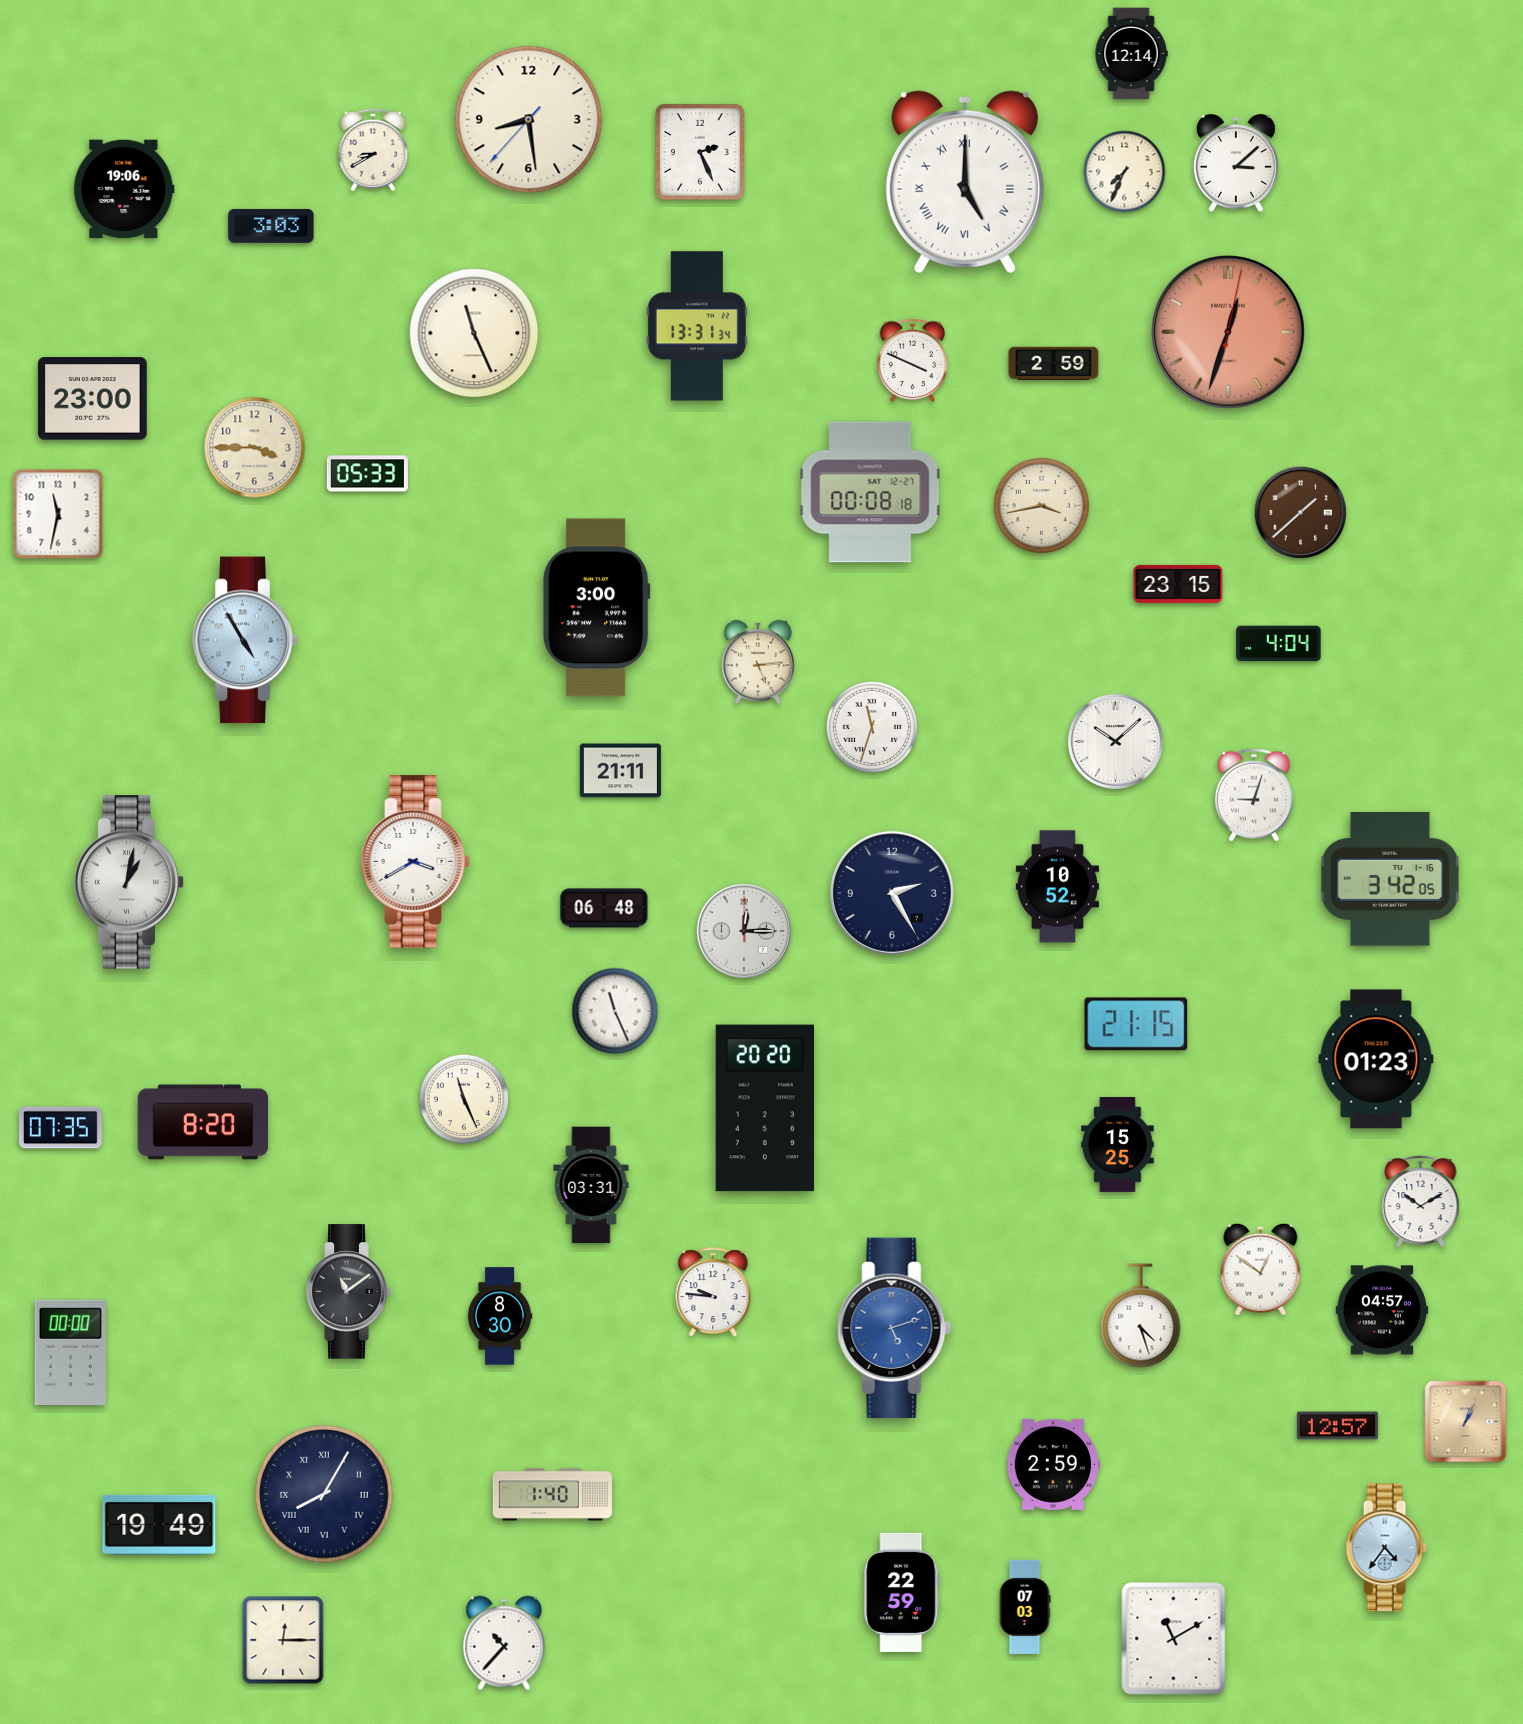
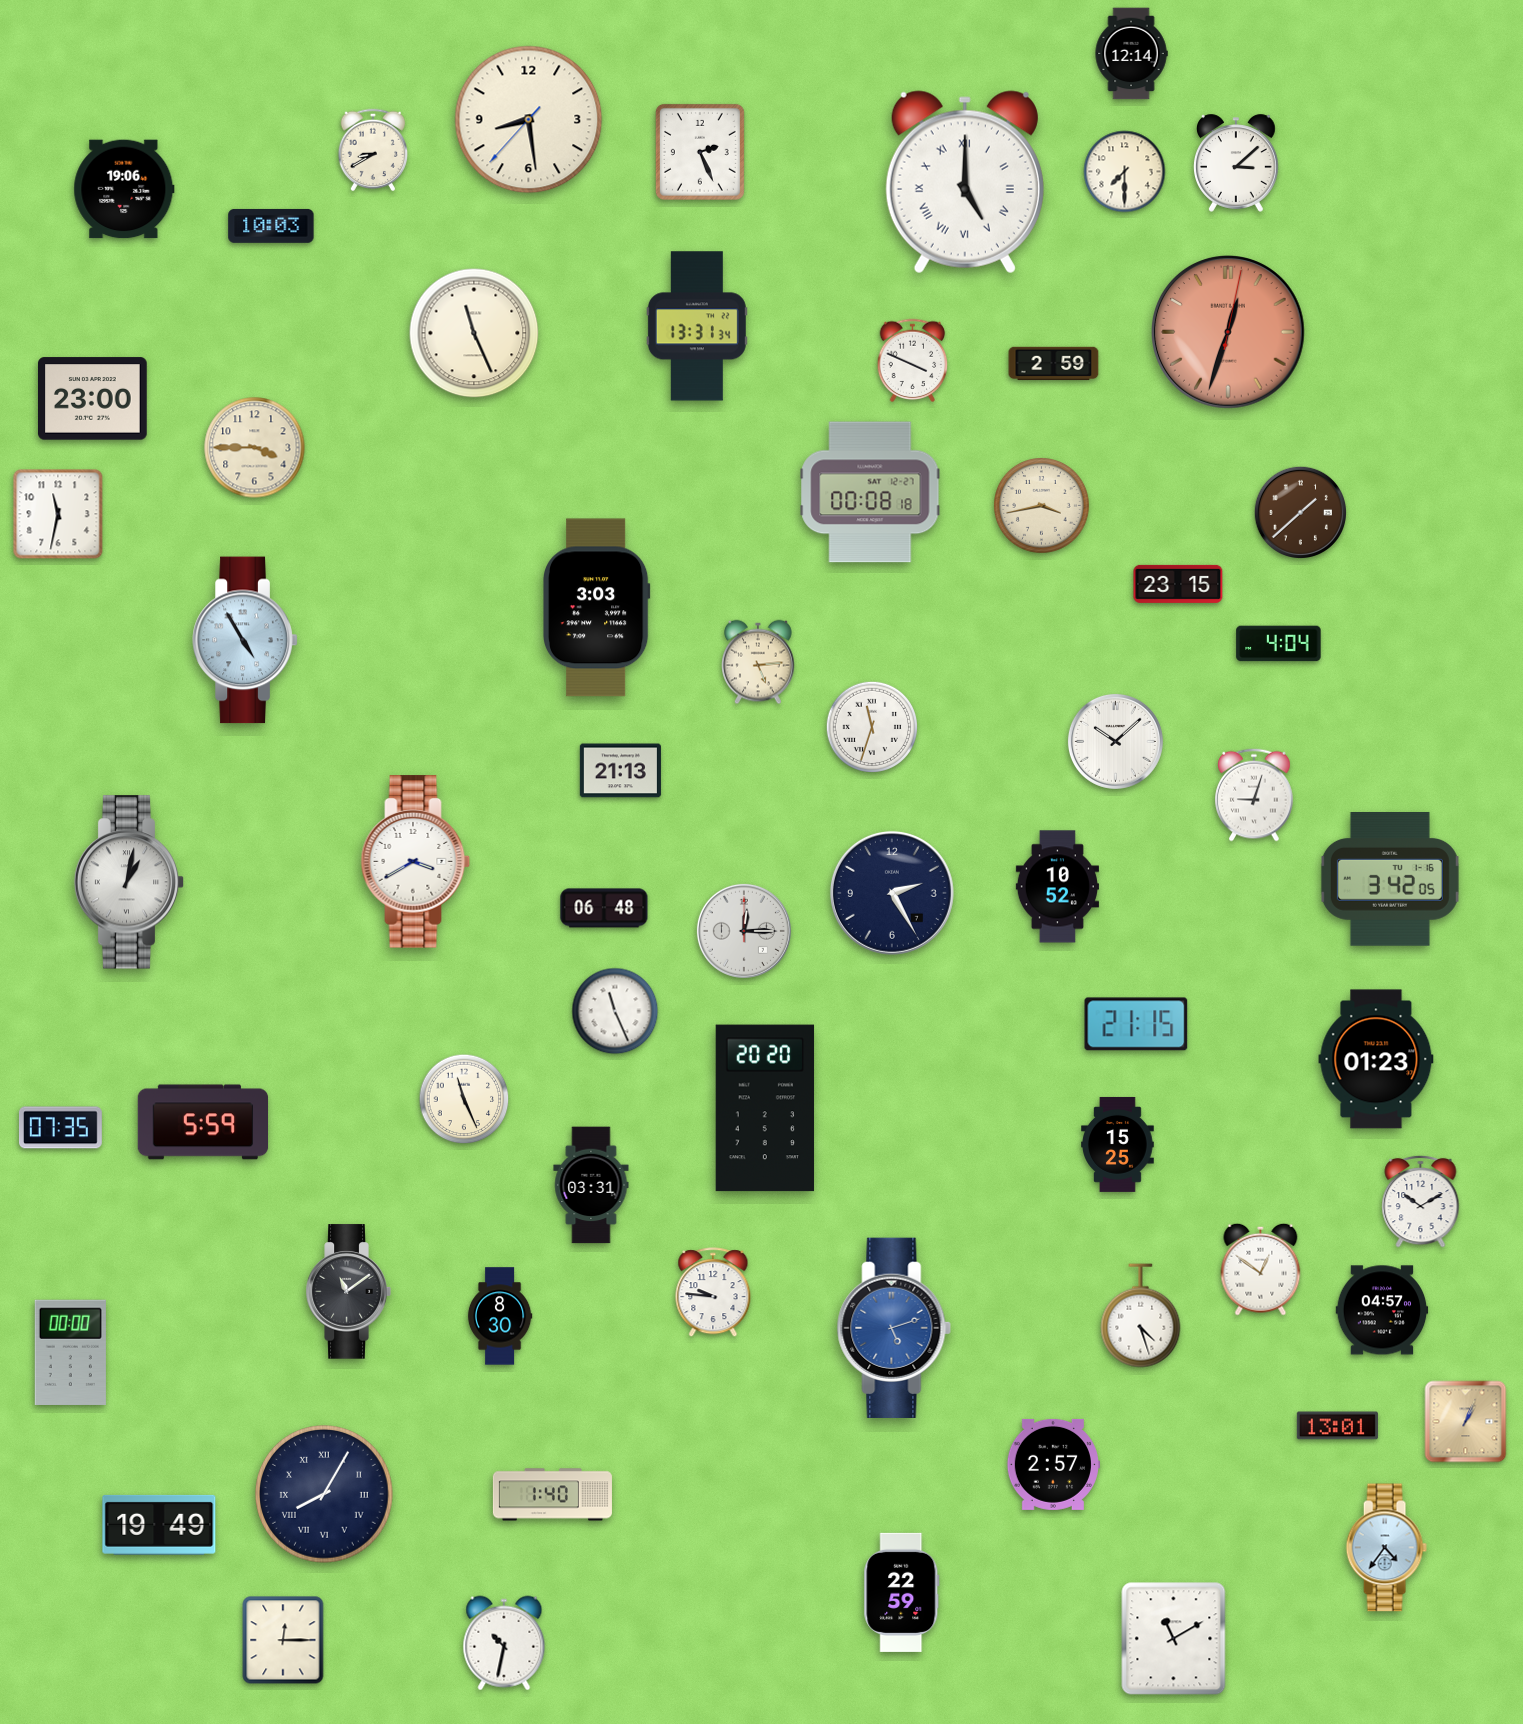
clock at (1125, 172): 7:34 -> 7:30
clock at (271, 226): 3:03 -> 10:03
clock at (367, 474): 05:33 -> none
clock at (596, 608): 3:00 -> 3:03
clock at (620, 771): 21:11 -> 21:13
clock at (203, 1122): 8:20 -> 5:59
clock at (1337, 1426): 12:57 -> 13:01
clock at (1053, 1464): 2:59 -> 2:57
clock at (1025, 1607): 07:03 -> none
clock at (504, 1643): 10:37 -> 10:32
